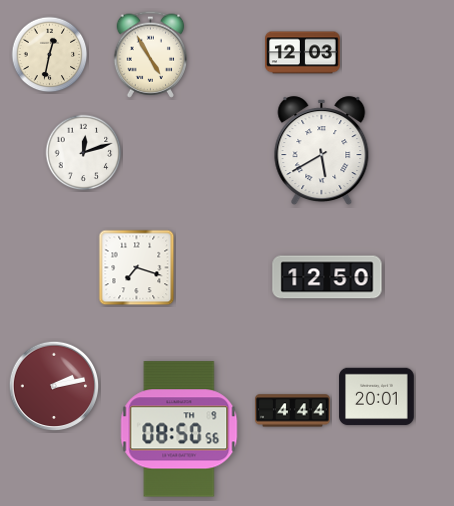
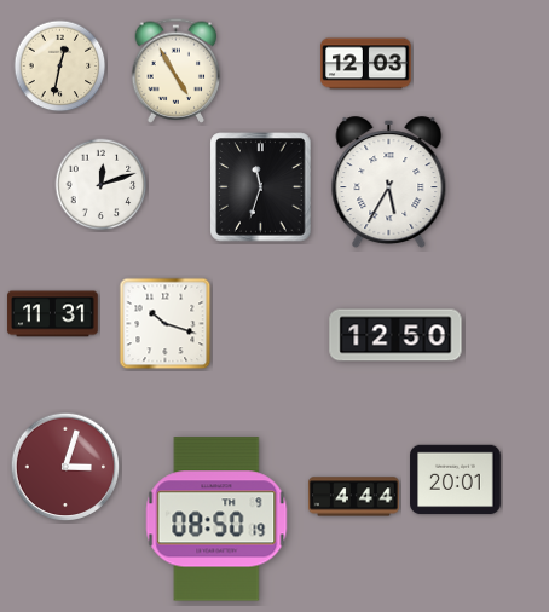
clock at (151, 54) position: (151, 54) -> (177, 70)
clock at (322, 151): 5:40 -> 5:35
clock at (261, 187): none -> 11:33
clock at (53, 314): none -> 11:31
clock at (137, 268): 7:18 -> 10:18
clock at (54, 386): 2:13 -> 3:03
clock at (179, 429): 08:50:56 -> 08:50:19
